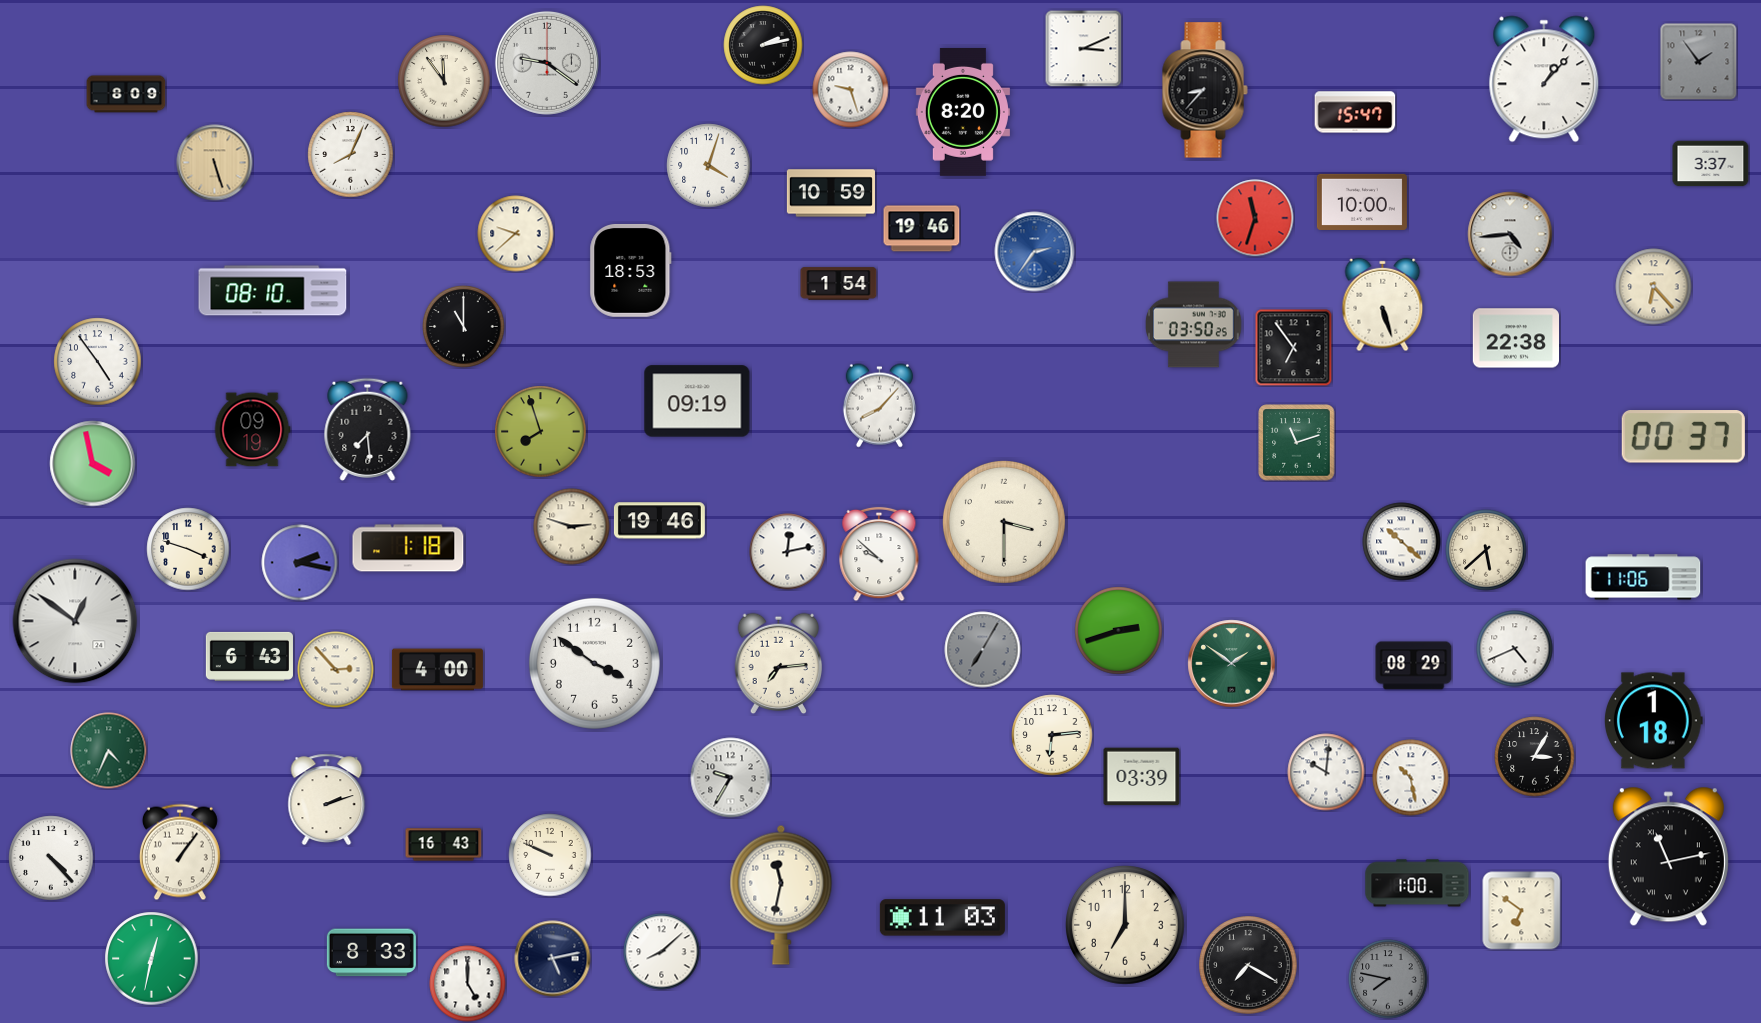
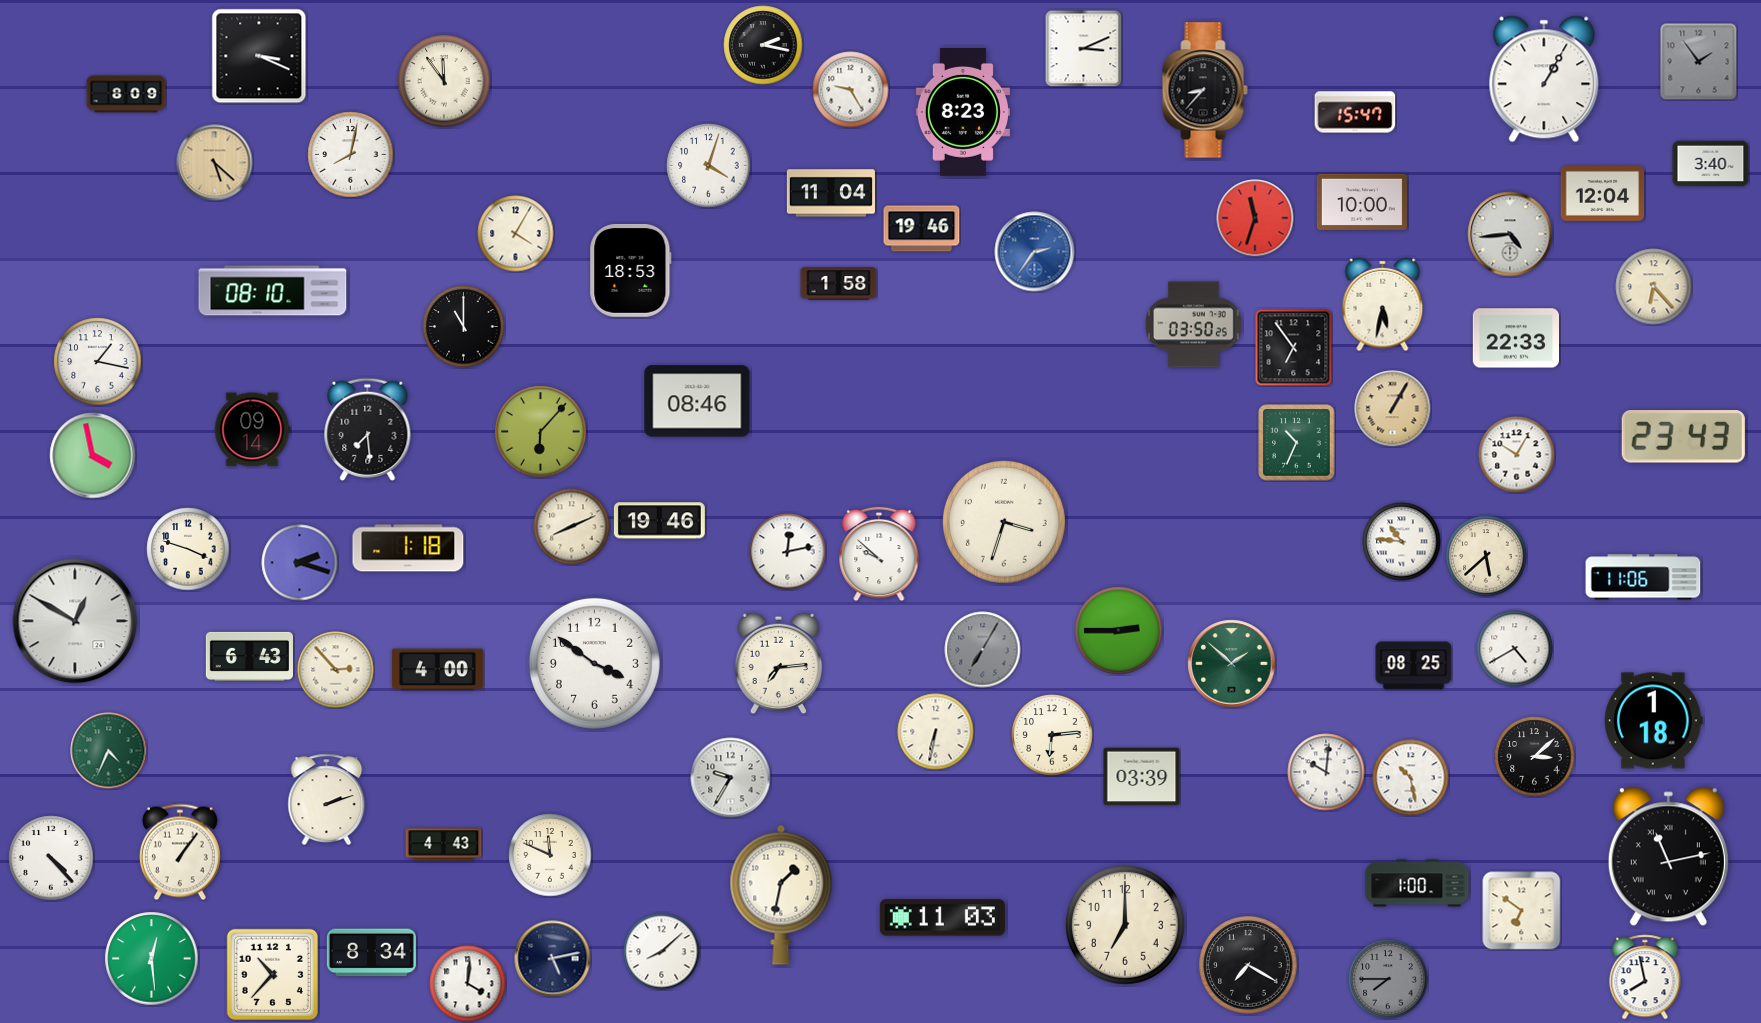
clock at (763, 45): 2:13 -> 2:17
clock at (259, 56): none -> 3:19
clock at (547, 63): 9:21 -> none
clock at (1544, 79): 1:07 -> 1:05
clock at (851, 90): 9:27 -> 9:25
clock at (963, 112): 8:20 -> 8:23
clock at (351, 155): 8:04 -> 8:02
clock at (215, 163): 5:27 -> 5:22
clock at (1711, 164): 3:37 -> 3:40
clock at (831, 193): 10:59 -> 11:04
clock at (1603, 193): none -> 12:04
clock at (516, 234): 9:38 -> 4:05
clock at (839, 284): 1:54 -> 1:58
clock at (1383, 305): 5:27 -> 5:32
clock at (1515, 338): 22:38 -> 22:33
clock at (98, 362): 4:54 -> 1:17
clock at (697, 401): 09:19 -> 08:46
clock at (879, 406): 8:07 -> none
clock at (1393, 409): none -> 1:05
clock at (252, 430): 09:19 -> 09:14
clock at (541, 432): 7:57 -> 6:07
clock at (1683, 437): 00:37 -> 23:43
clock at (1297, 443): 11:12 -> 10:34
clock at (1517, 455): none -> 10:05
clock at (93, 464) position: (93, 464) -> (93, 456)
clock at (1004, 522): 3:30 -> 3:33
clock at (572, 527): 2:48 -> 8:11
clock at (1402, 542): 10:22 -> 10:46
clock at (1486, 550) position: (1486, 550) -> (1486, 556)
clock at (300, 563): 2:17 -> 2:18
clock at (75, 621): 12:51 -> 12:50
clock at (1119, 631): 2:42 -> 2:45
clock at (1515, 649): 4:41 -> 4:40
clock at (1232, 664): 1:51 -> 1:52
clock at (1414, 666): 08:29 -> 08:25
clock at (936, 732): none -> 6:32
clock at (1535, 757): 3:05 -> 3:08
clock at (444, 845): 16:43 -> 4:43
clock at (550, 855): 9:49 -> 11:49
clock at (781, 895): 11:32 -> 1:32
clock at (371, 953): 8:33 -> 8:34
clock at (152, 959): 12:32 -> 12:29
clock at (272, 974): none -> 10:37
clock at (1645, 977): none -> 7:58
clock at (1388, 979): 7:47 -> 7:45
clock at (468, 984): 5:00 -> 4:01
